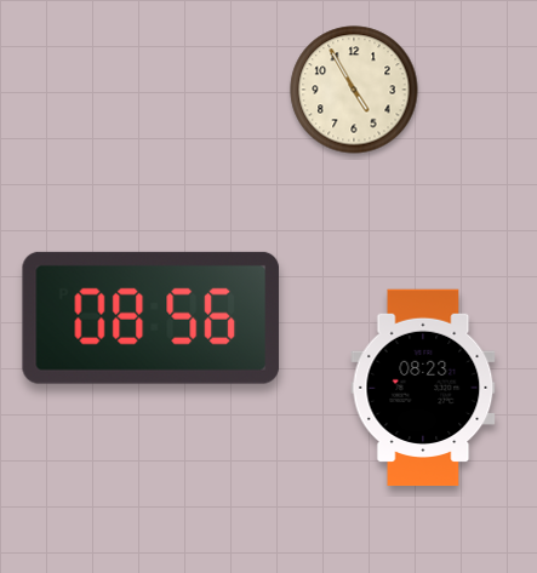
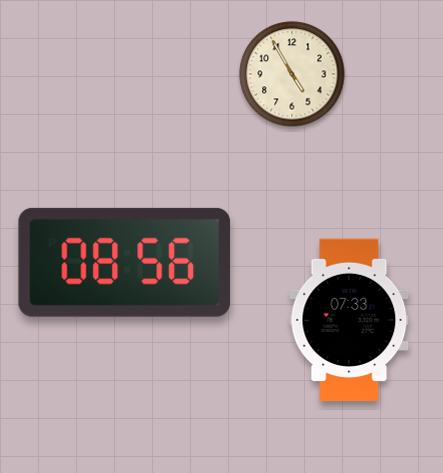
clock at (423, 388): 08:23 -> 07:33
